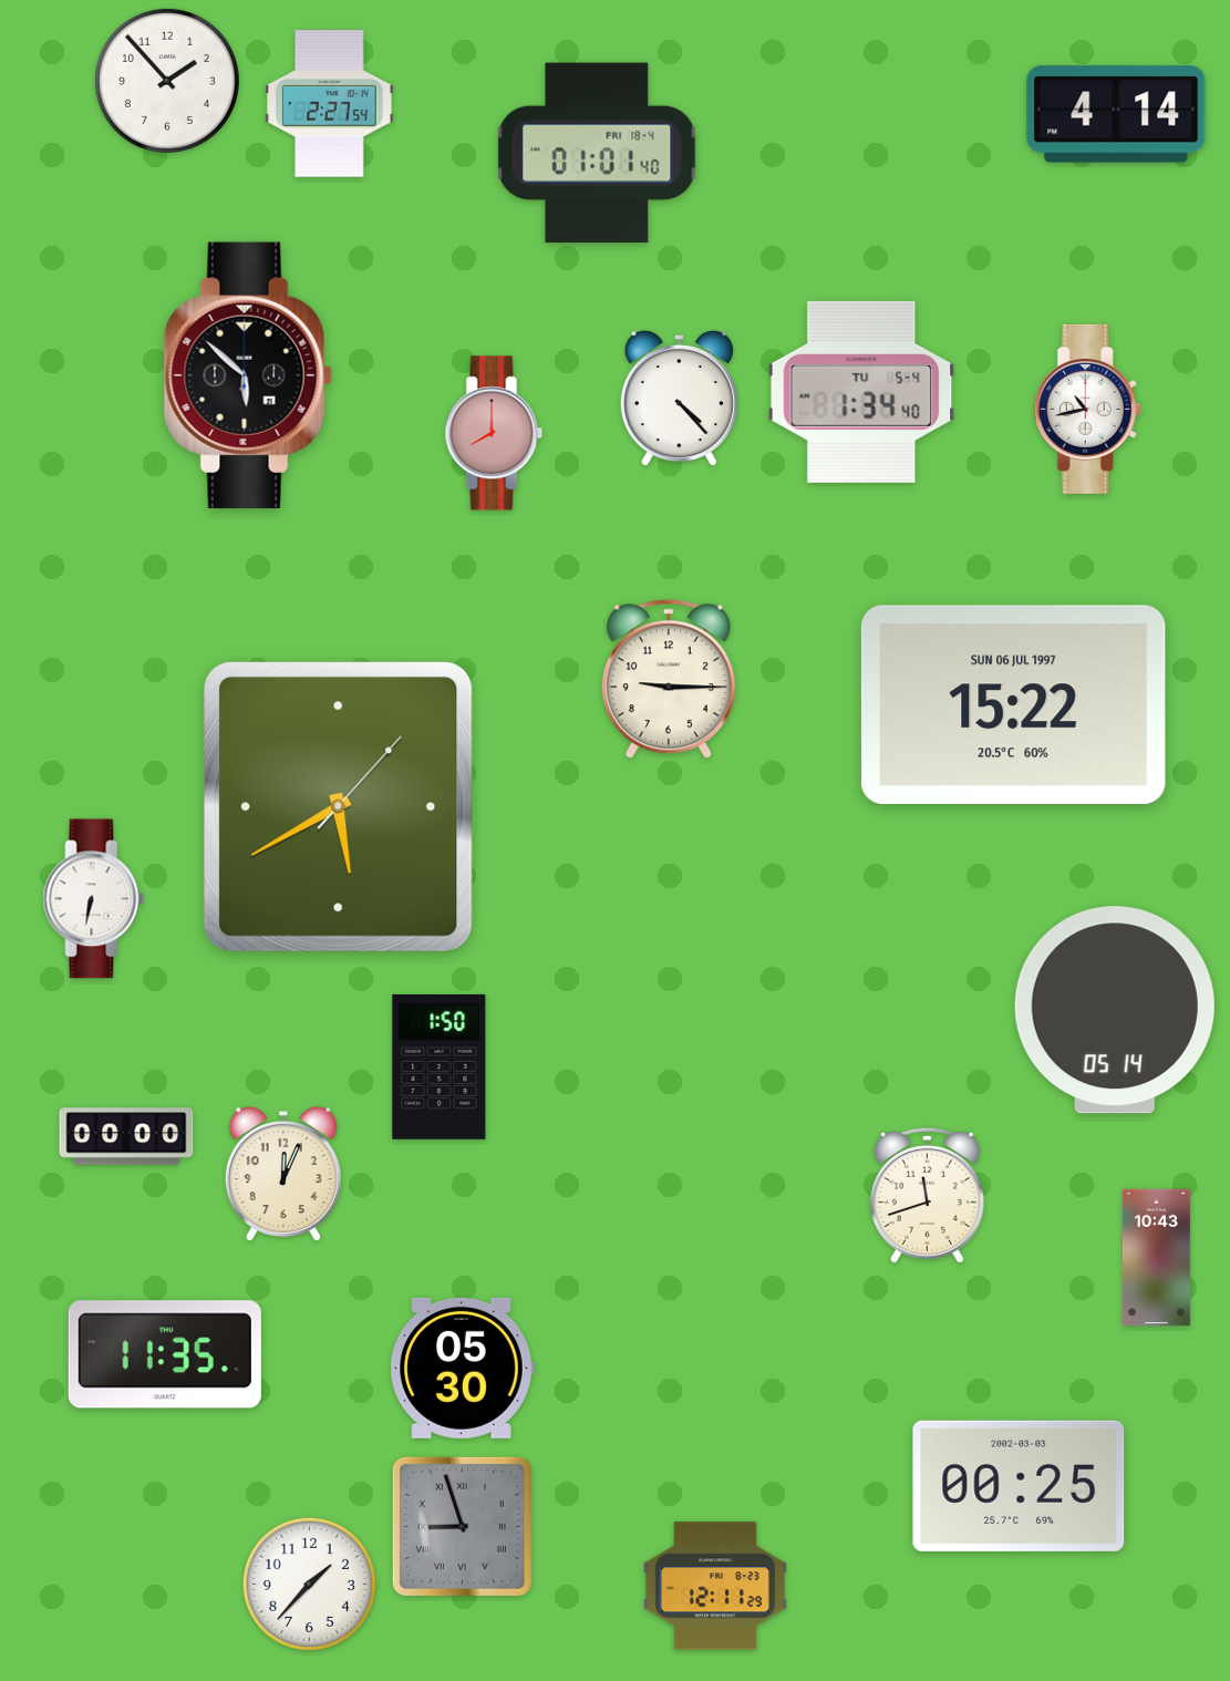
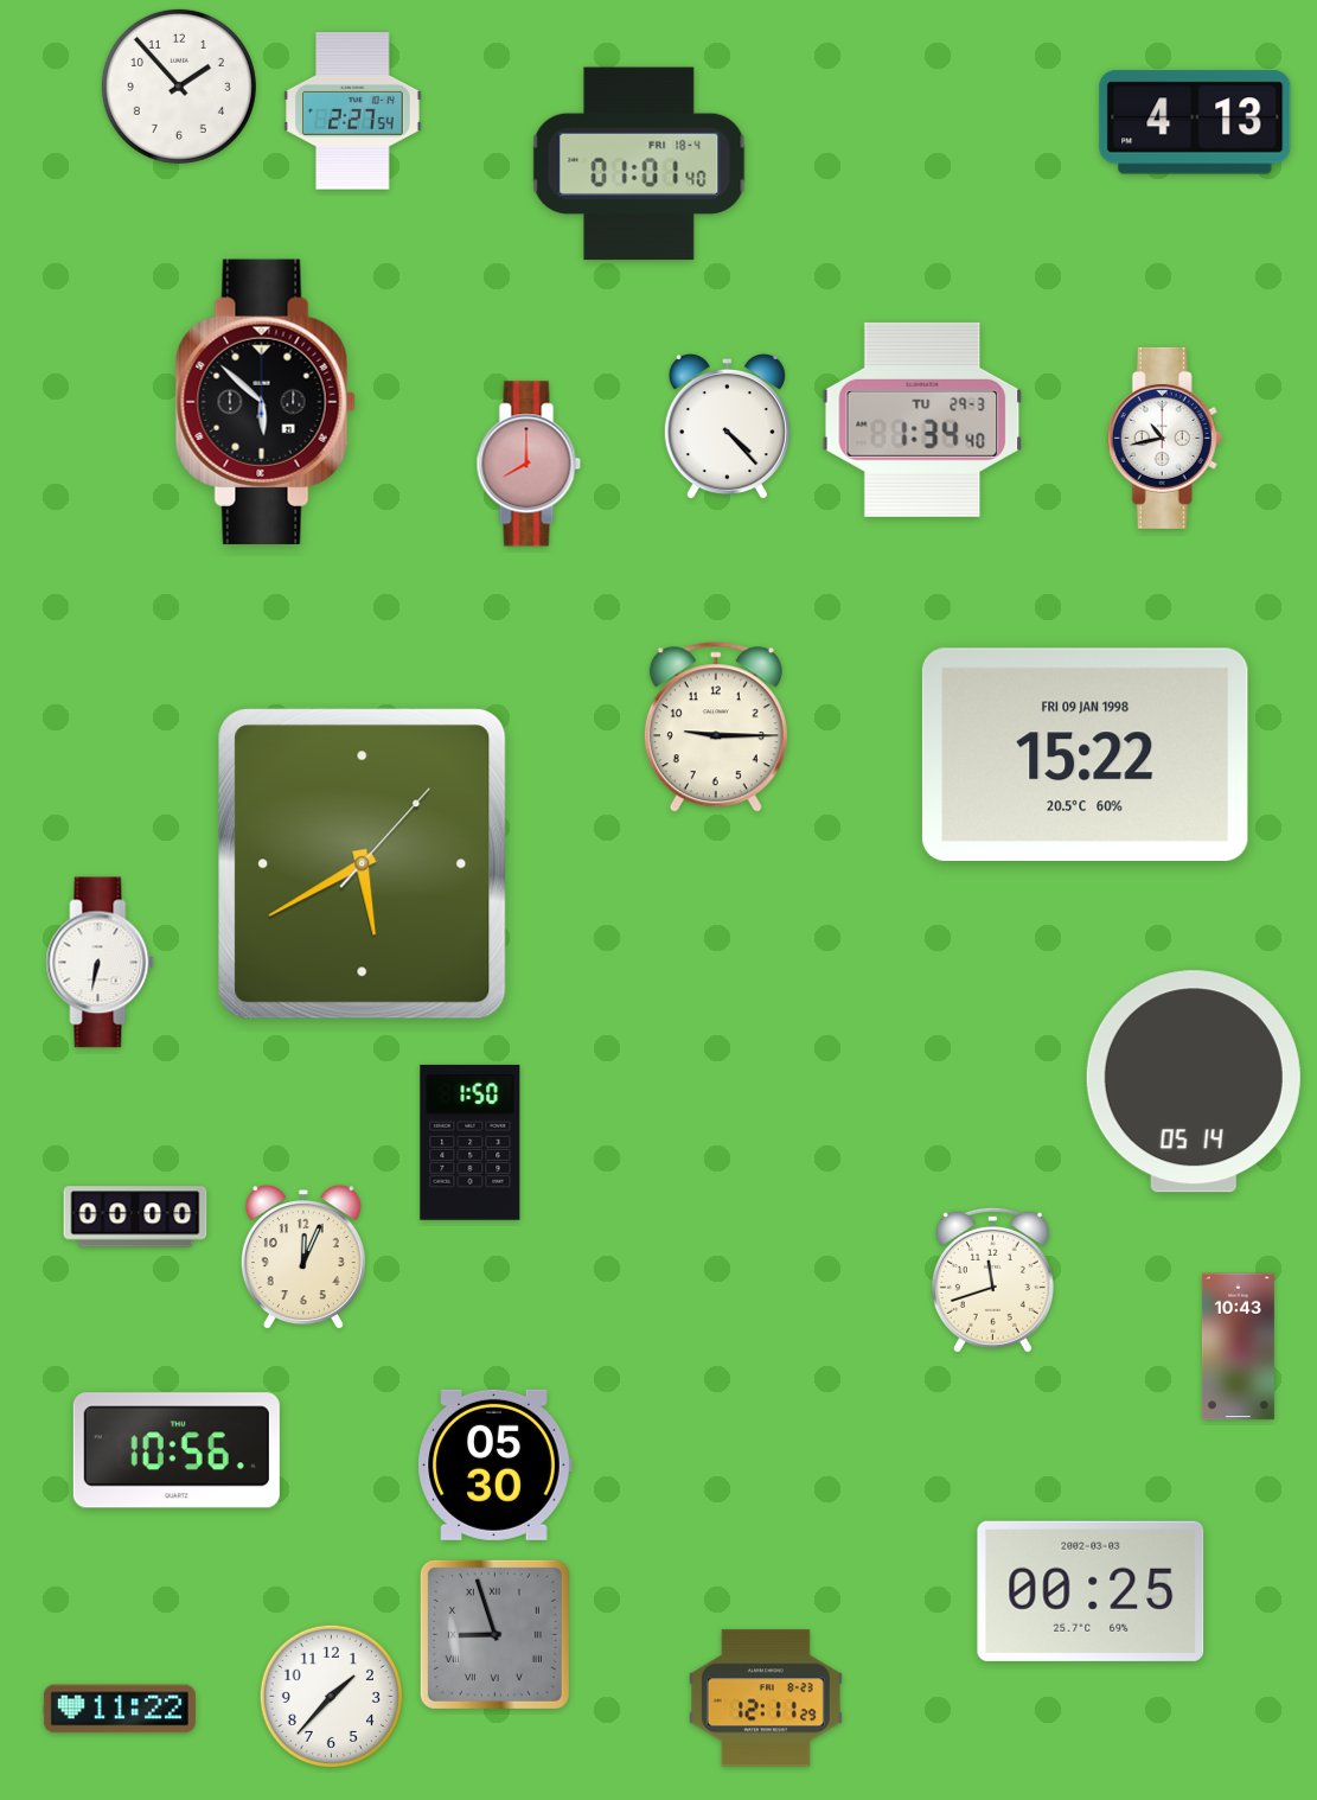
clock at (1116, 114): 4:14 -> 4:13
clock at (861, 392) date: TU 5-4 -> TU 29-3
clock at (1013, 704) date: SUN 06 JUL 1997 -> FRI 09 JAN 1998
clock at (165, 1354): 11:35 -> 10:56
clock at (120, 1709): none -> 11:22
